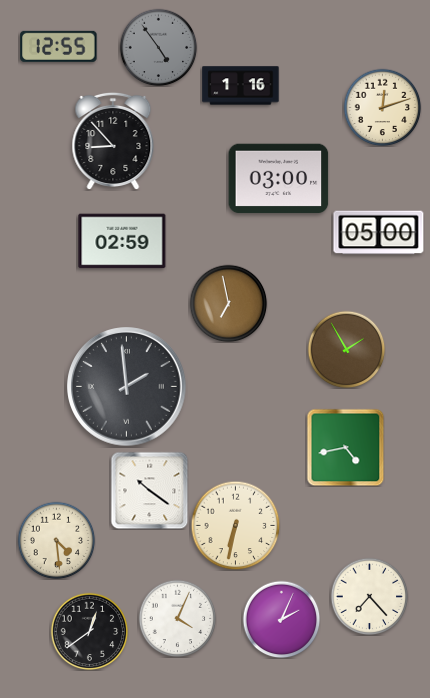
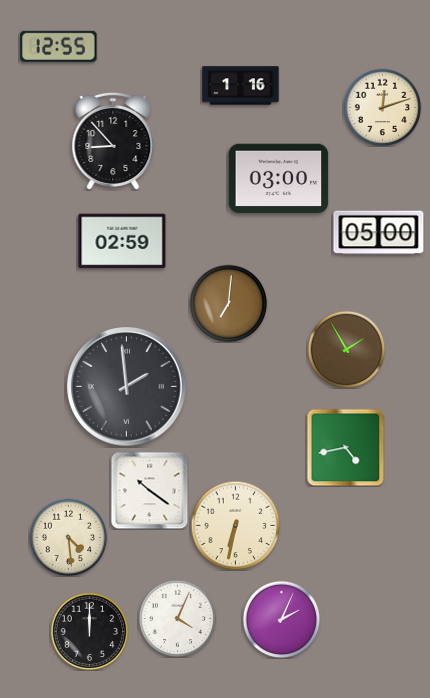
clock at (158, 47): 4:54 -> none
clock at (228, 303): 6:58 -> 7:01
clock at (56, 540) position: (56, 540) -> (68, 537)
clock at (369, 596): 7:23 -> none
clock at (89, 631): 12:39 -> 12:00
